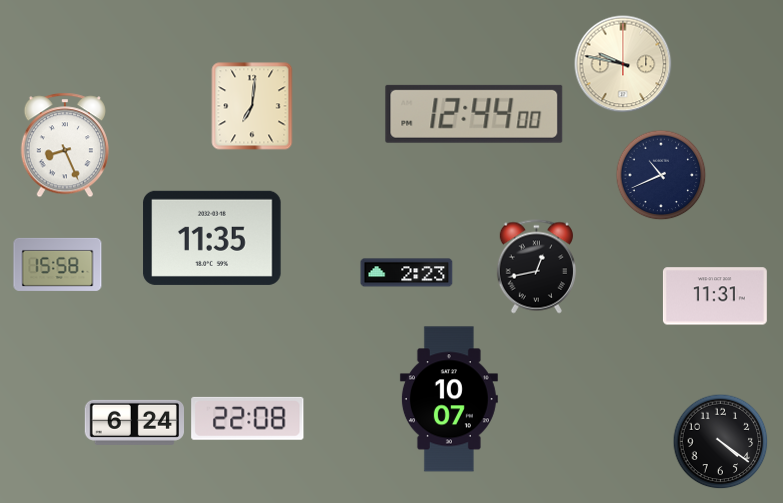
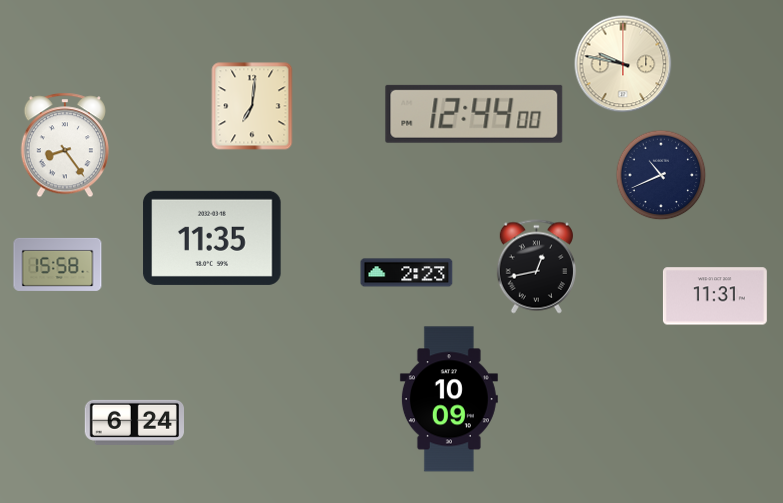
clock at (65, 145): 8:26 -> 8:24
clock at (449, 399): 10:07 -> 10:09
clock at (248, 418): 22:08 -> none
clock at (721, 442): 4:21 -> none
